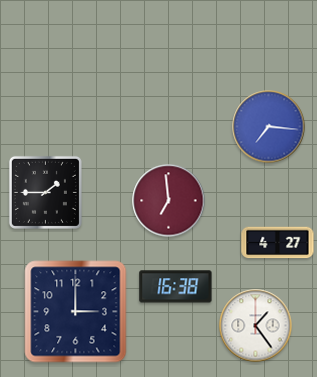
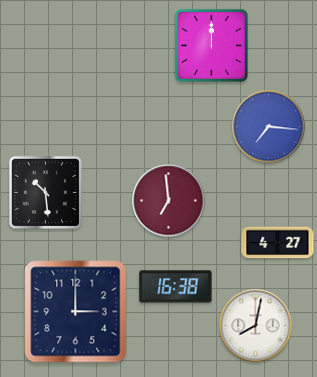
clock at (211, 45): none -> 12:00
clock at (45, 192): 1:45 -> 10:29
clock at (256, 326): 1:24 -> 8:02
